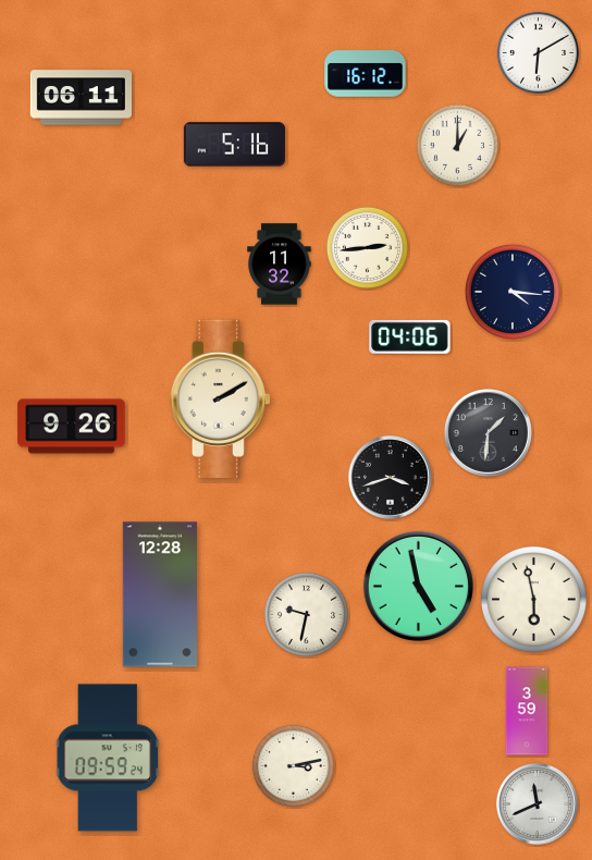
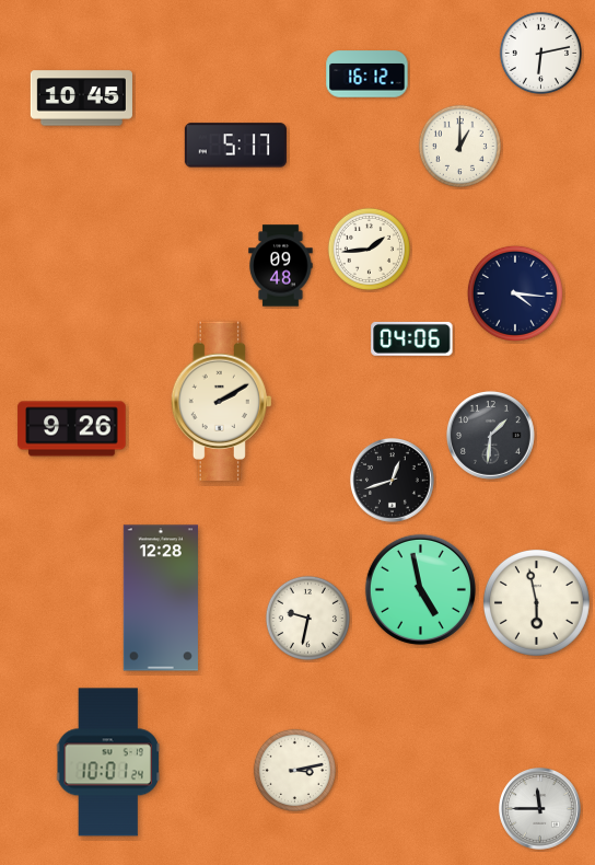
clock at (538, 52): 6:10 -> 6:13
clock at (81, 98): 06:11 -> 10:45
clock at (234, 145): 5:16 -> 5:17
clock at (367, 247): 2:44 -> 1:44
clock at (280, 265): 11:32 -> 09:48
clock at (391, 478): 3:42 -> 12:42
clock at (527, 711): 3:59 -> none
clock at (107, 758): 09:59 -> 10:01
clock at (538, 804): 11:41 -> 11:45
